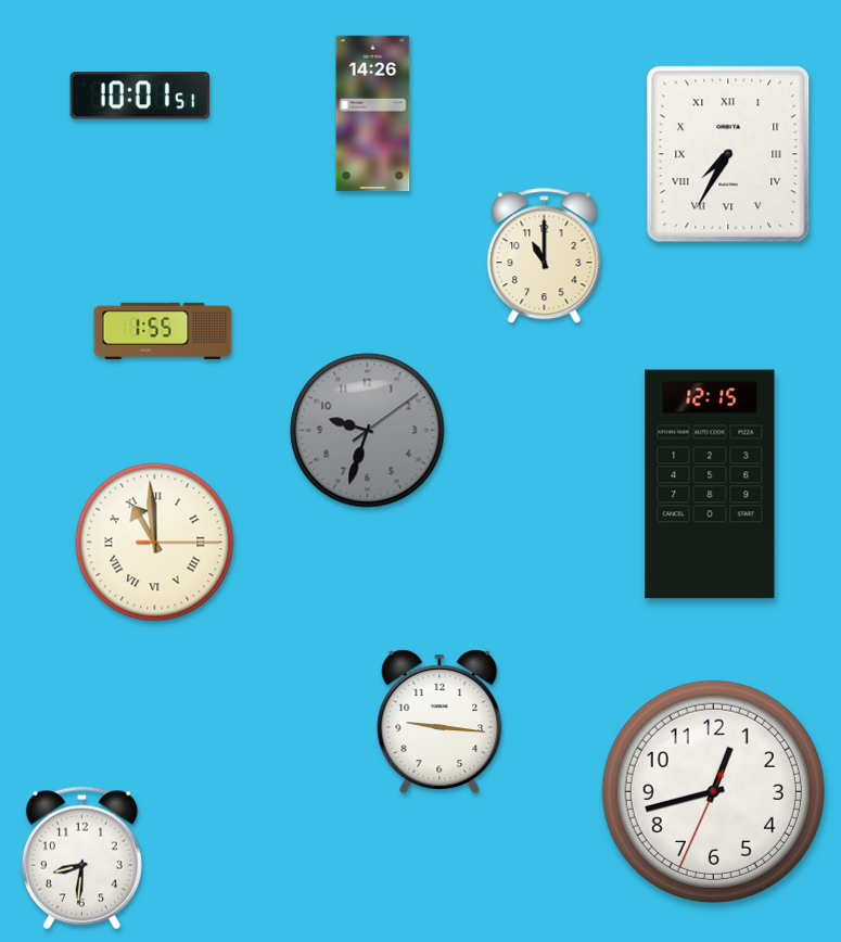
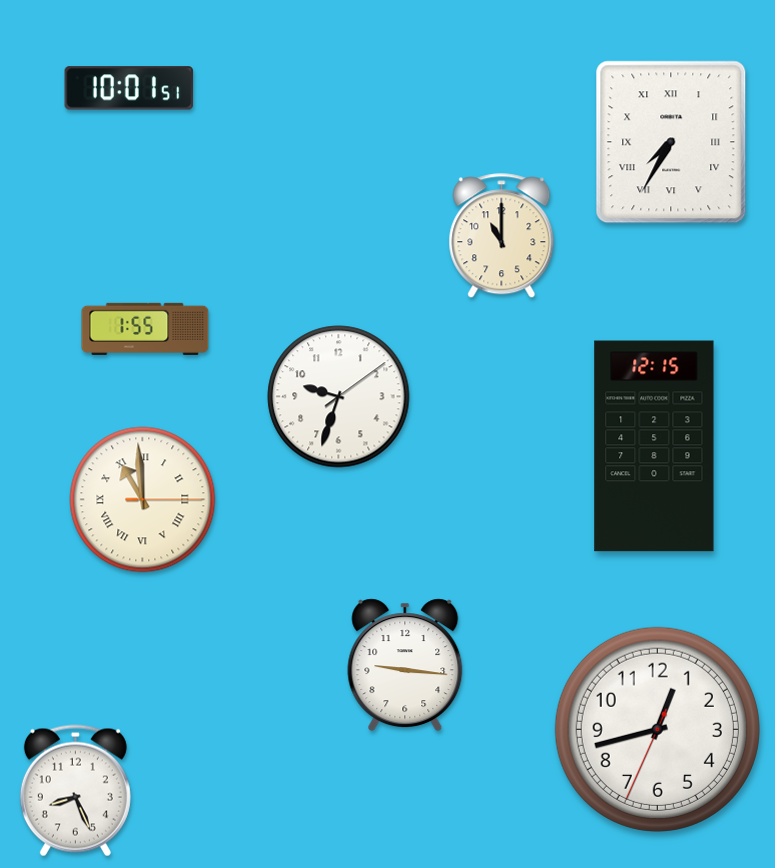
clock at (373, 114): 14:26 -> none
clock at (163, 331) position: (163, 331) -> (145, 329)
clock at (368, 431) dial: grey -> white
clock at (81, 858): 8:31 -> 8:26
